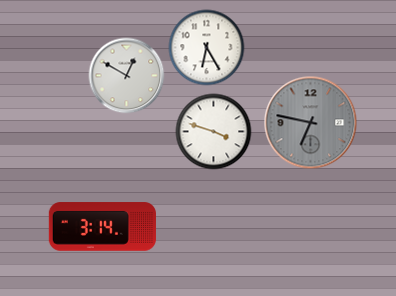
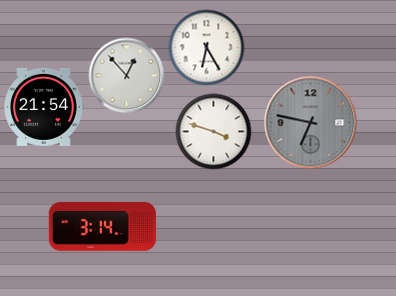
clock at (127, 76): 12:50 -> 12:53
clock at (44, 107): none -> 21:54
